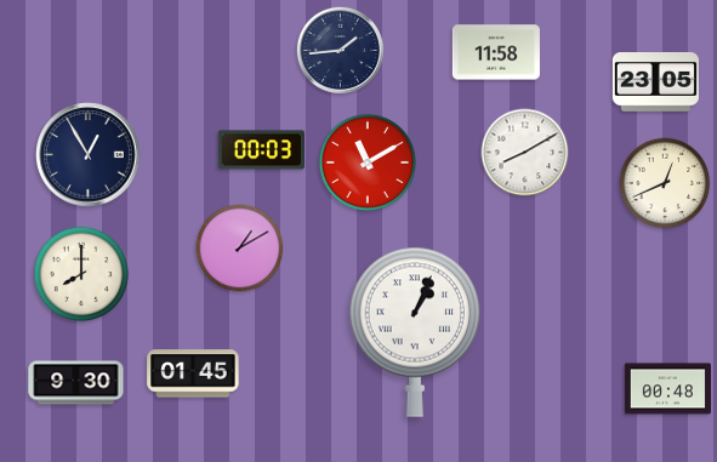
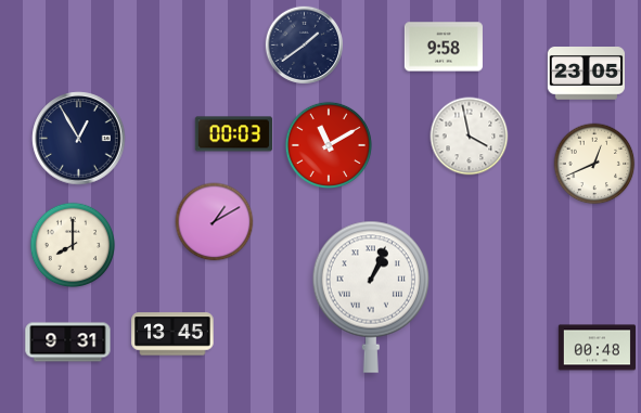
clock at (341, 51): 1:44 -> 1:39
clock at (496, 52): 11:58 -> 9:58
clock at (525, 153): 8:10 -> 3:58
clock at (193, 373): 01:45 -> 13:45
clock at (76, 383): 9:30 -> 9:31
